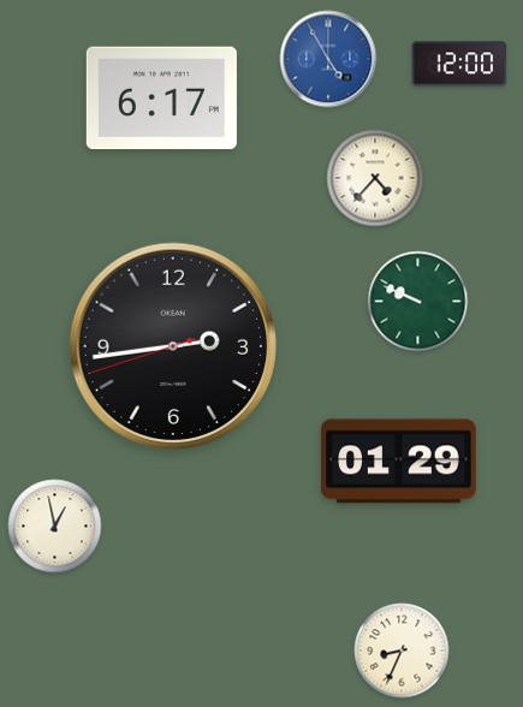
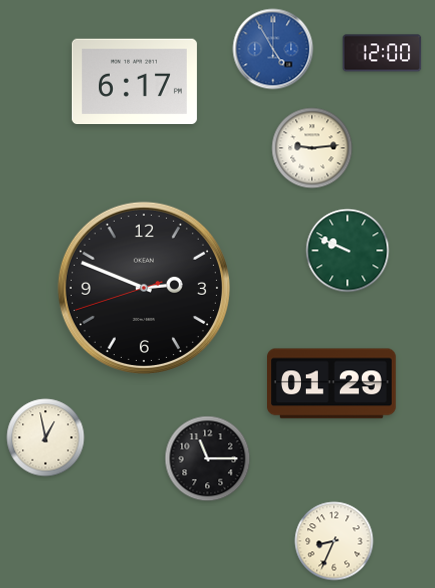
clock at (375, 178): 4:37 -> 9:14
clock at (172, 345): 2:43 -> 2:48
clock at (208, 459): none -> 11:15
